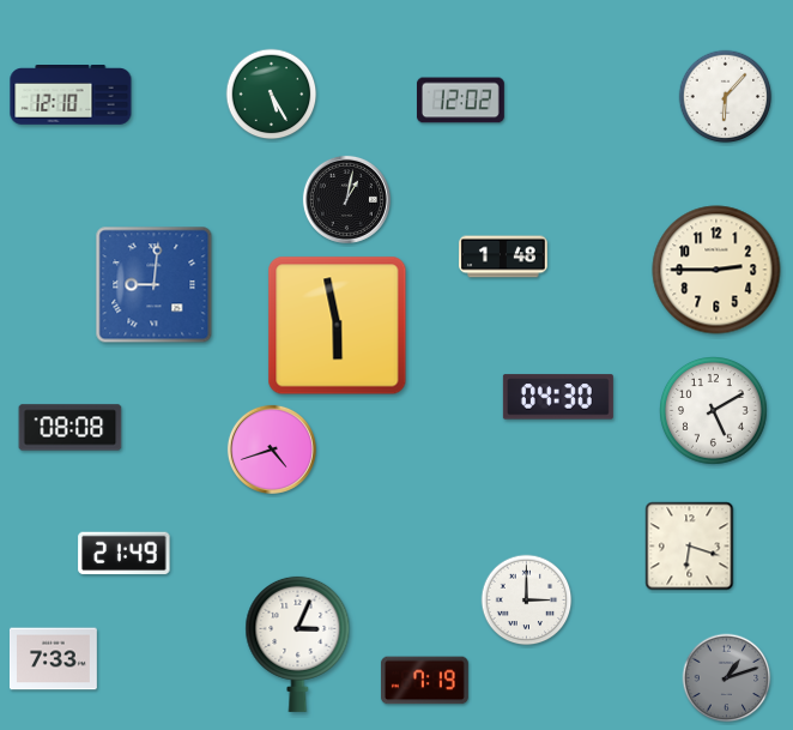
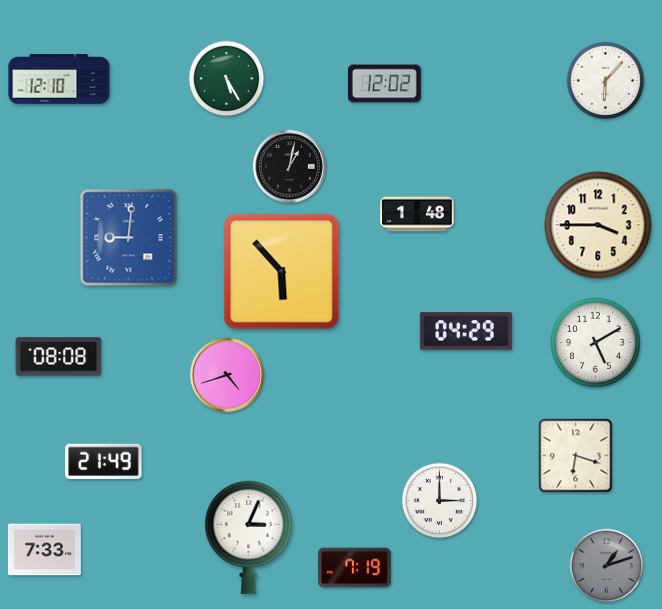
clock at (503, 257) position: (503, 257) -> (417, 214)
clock at (716, 270): 2:45 -> 3:45
clock at (338, 326): 5:58 -> 5:53
clock at (558, 397): 04:30 -> 04:29
